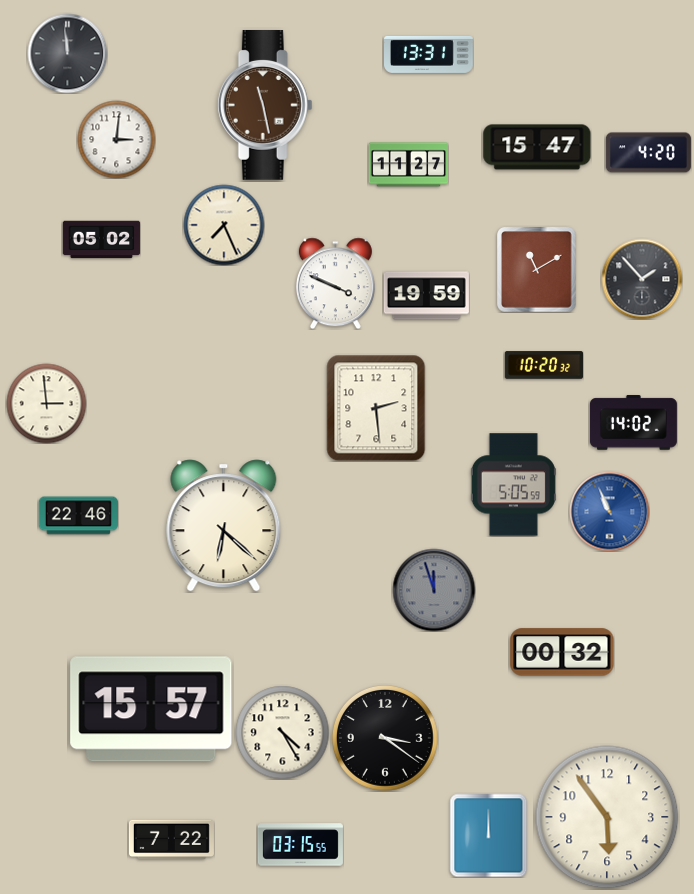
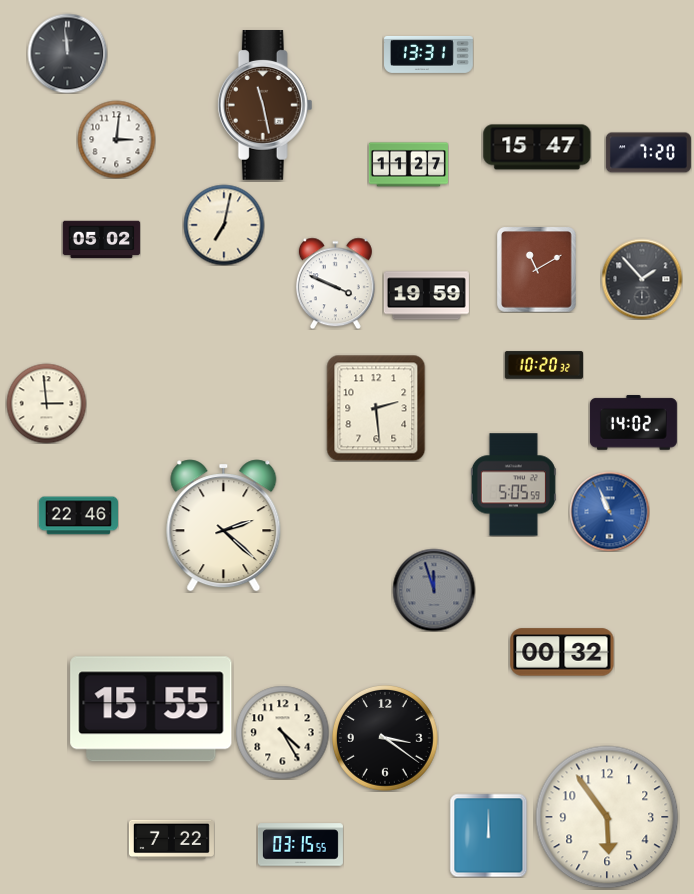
clock at (648, 153): 4:20 -> 7:20
clock at (224, 225): 7:26 -> 7:02
clock at (224, 526): 6:22 -> 2:22
clock at (151, 709): 15:57 -> 15:55
